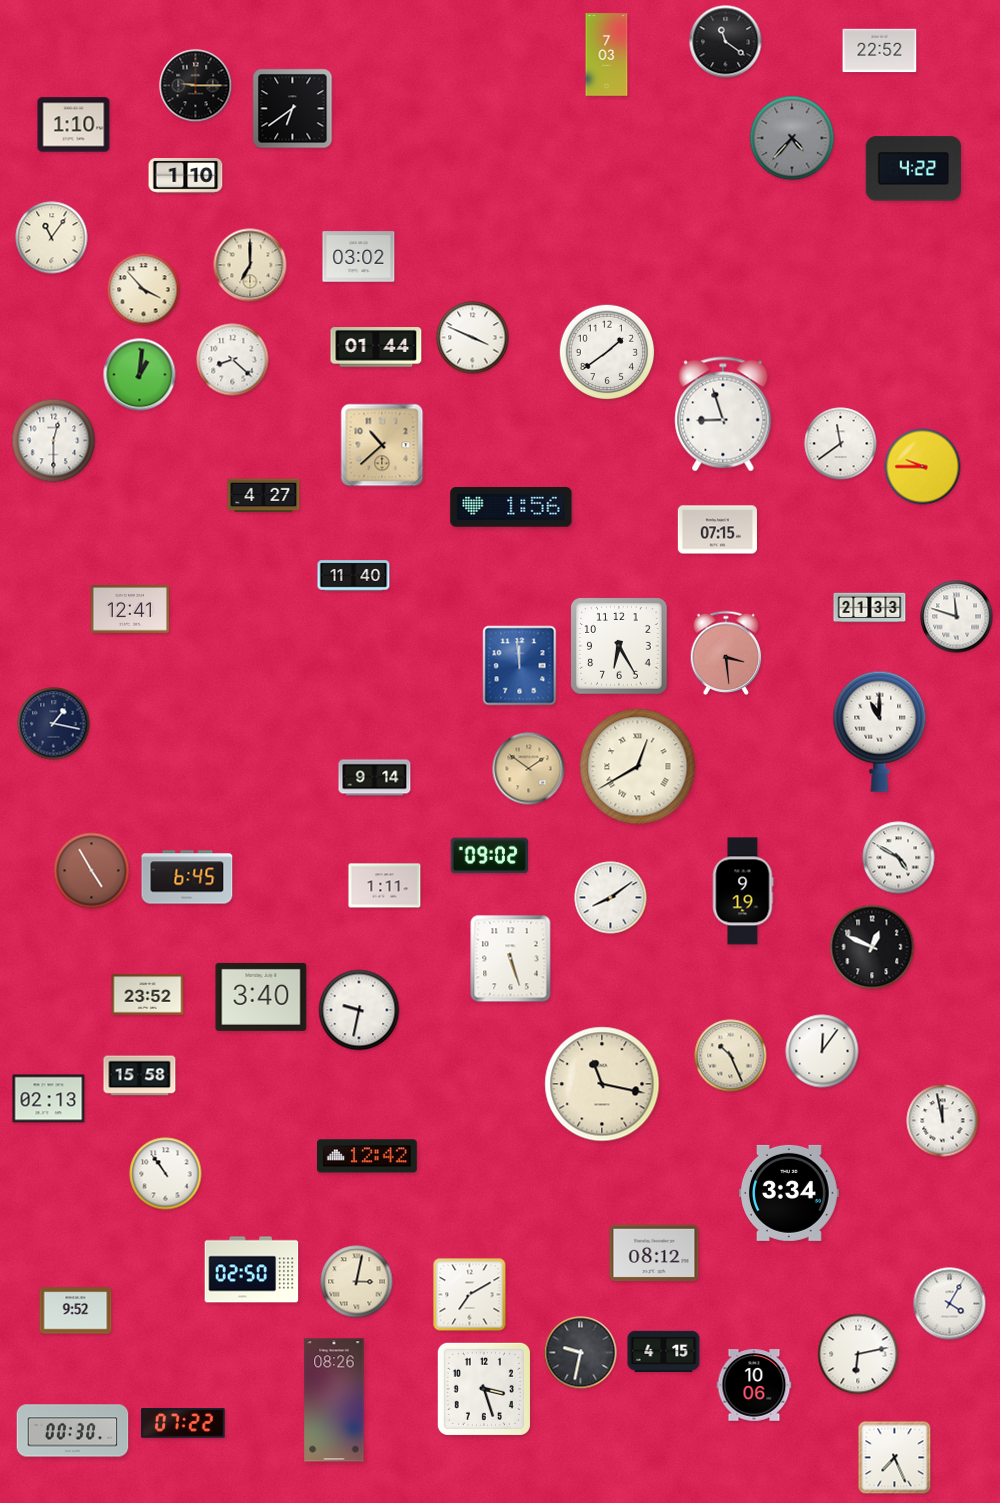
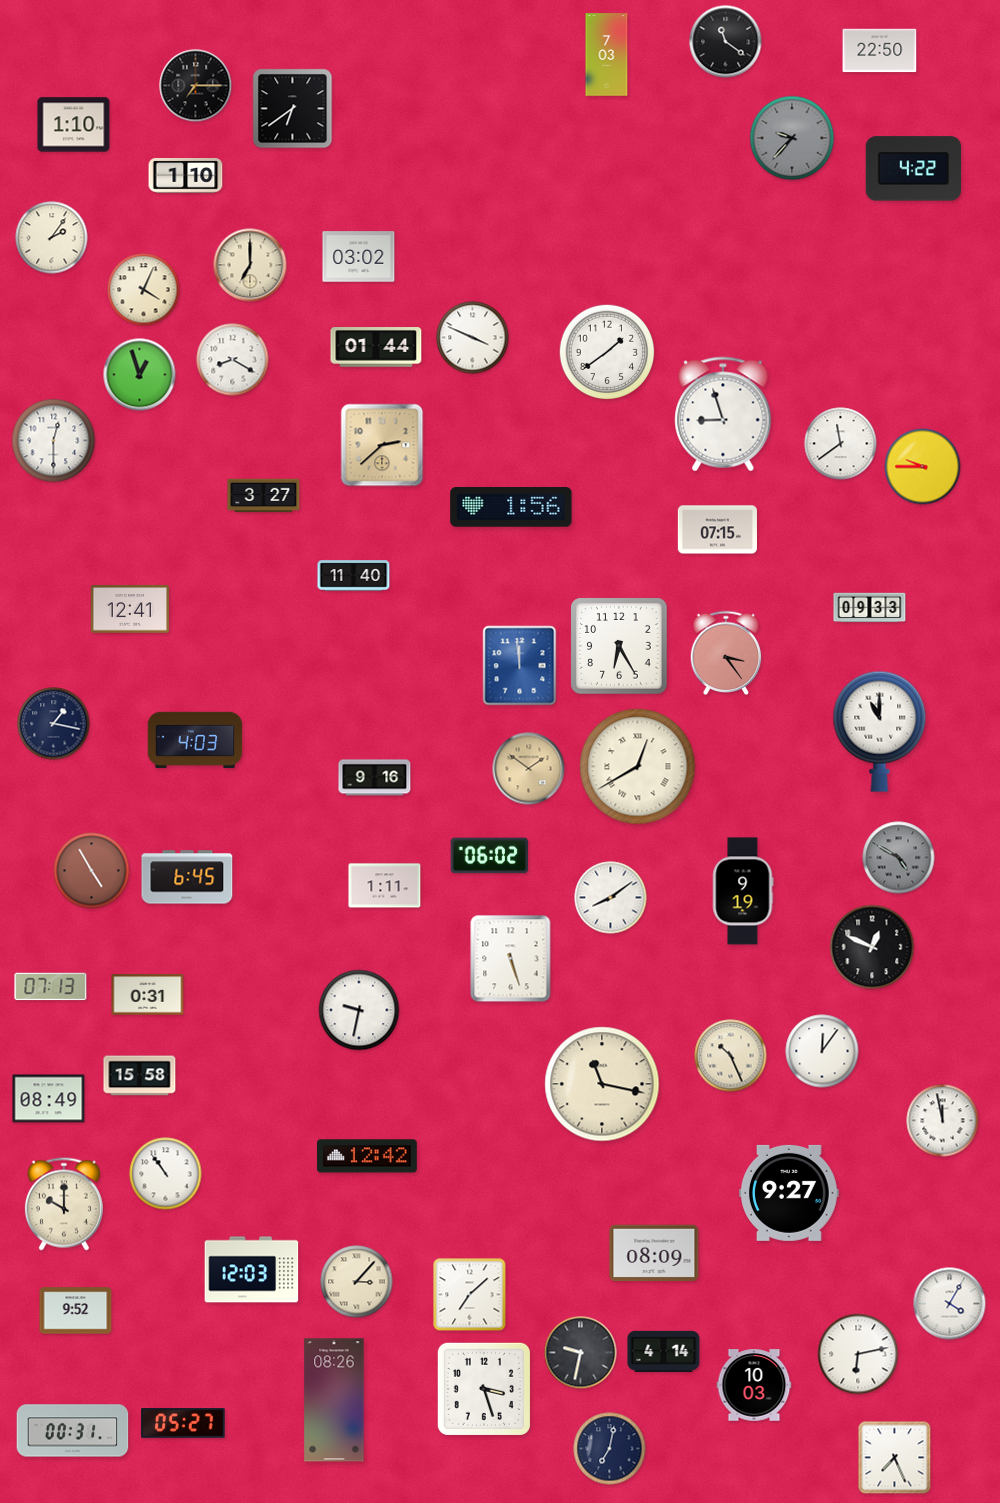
clock at (880, 51): 22:52 -> 22:50
clock at (196, 86): 9:15 -> 7:15
clock at (792, 138): 4:37 -> 9:37
clock at (52, 238): 11:06 -> 2:06
clock at (144, 290): 3:53 -> 4:04
clock at (233, 360): 8:22 -> 8:20
clock at (140, 375): 1:01 -> 12:57
clock at (382, 445): 10:38 -> 2:38
clock at (264, 496): 4:27 -> 3:27
clock at (870, 608): 21:33 -> 09:33
clock at (957, 617): 11:48 -> none
clock at (726, 653): 3:29 -> 3:24
clock at (195, 740): none -> 4:03
clock at (375, 778): 9:14 -> 9:16
clock at (490, 856): 09:02 -> 06:02
clock at (899, 858) dial: white -> grey
clock at (51, 987): none -> 07:13
clock at (148, 995): 23:52 -> 0:31
clock at (261, 997): 3:40 -> none
clock at (49, 1099): 02:13 -> 08:49
clock at (790, 1193): 3:34 -> 9:27
clock at (64, 1204): none -> 10:00
clock at (654, 1253): 08:12 -> 08:09
clock at (252, 1270): 02:50 -> 12:03
clock at (357, 1282): 3:02 -> 3:07
clock at (470, 1295): 7:10 -> 7:08
clock at (664, 1351): 4:15 -> 4:14
clock at (754, 1385): 10:06 -> 10:03
clock at (183, 1423): 07:22 -> 05:27
clock at (73, 1431): 00:30 -> 00:31
clock at (610, 1449): none -> 7:02
